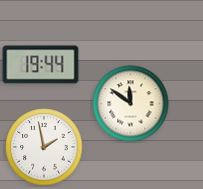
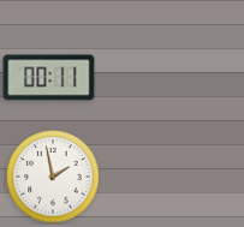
clock at (41, 65): 19:44 -> 00:11
clock at (131, 104): 11:51 -> none
